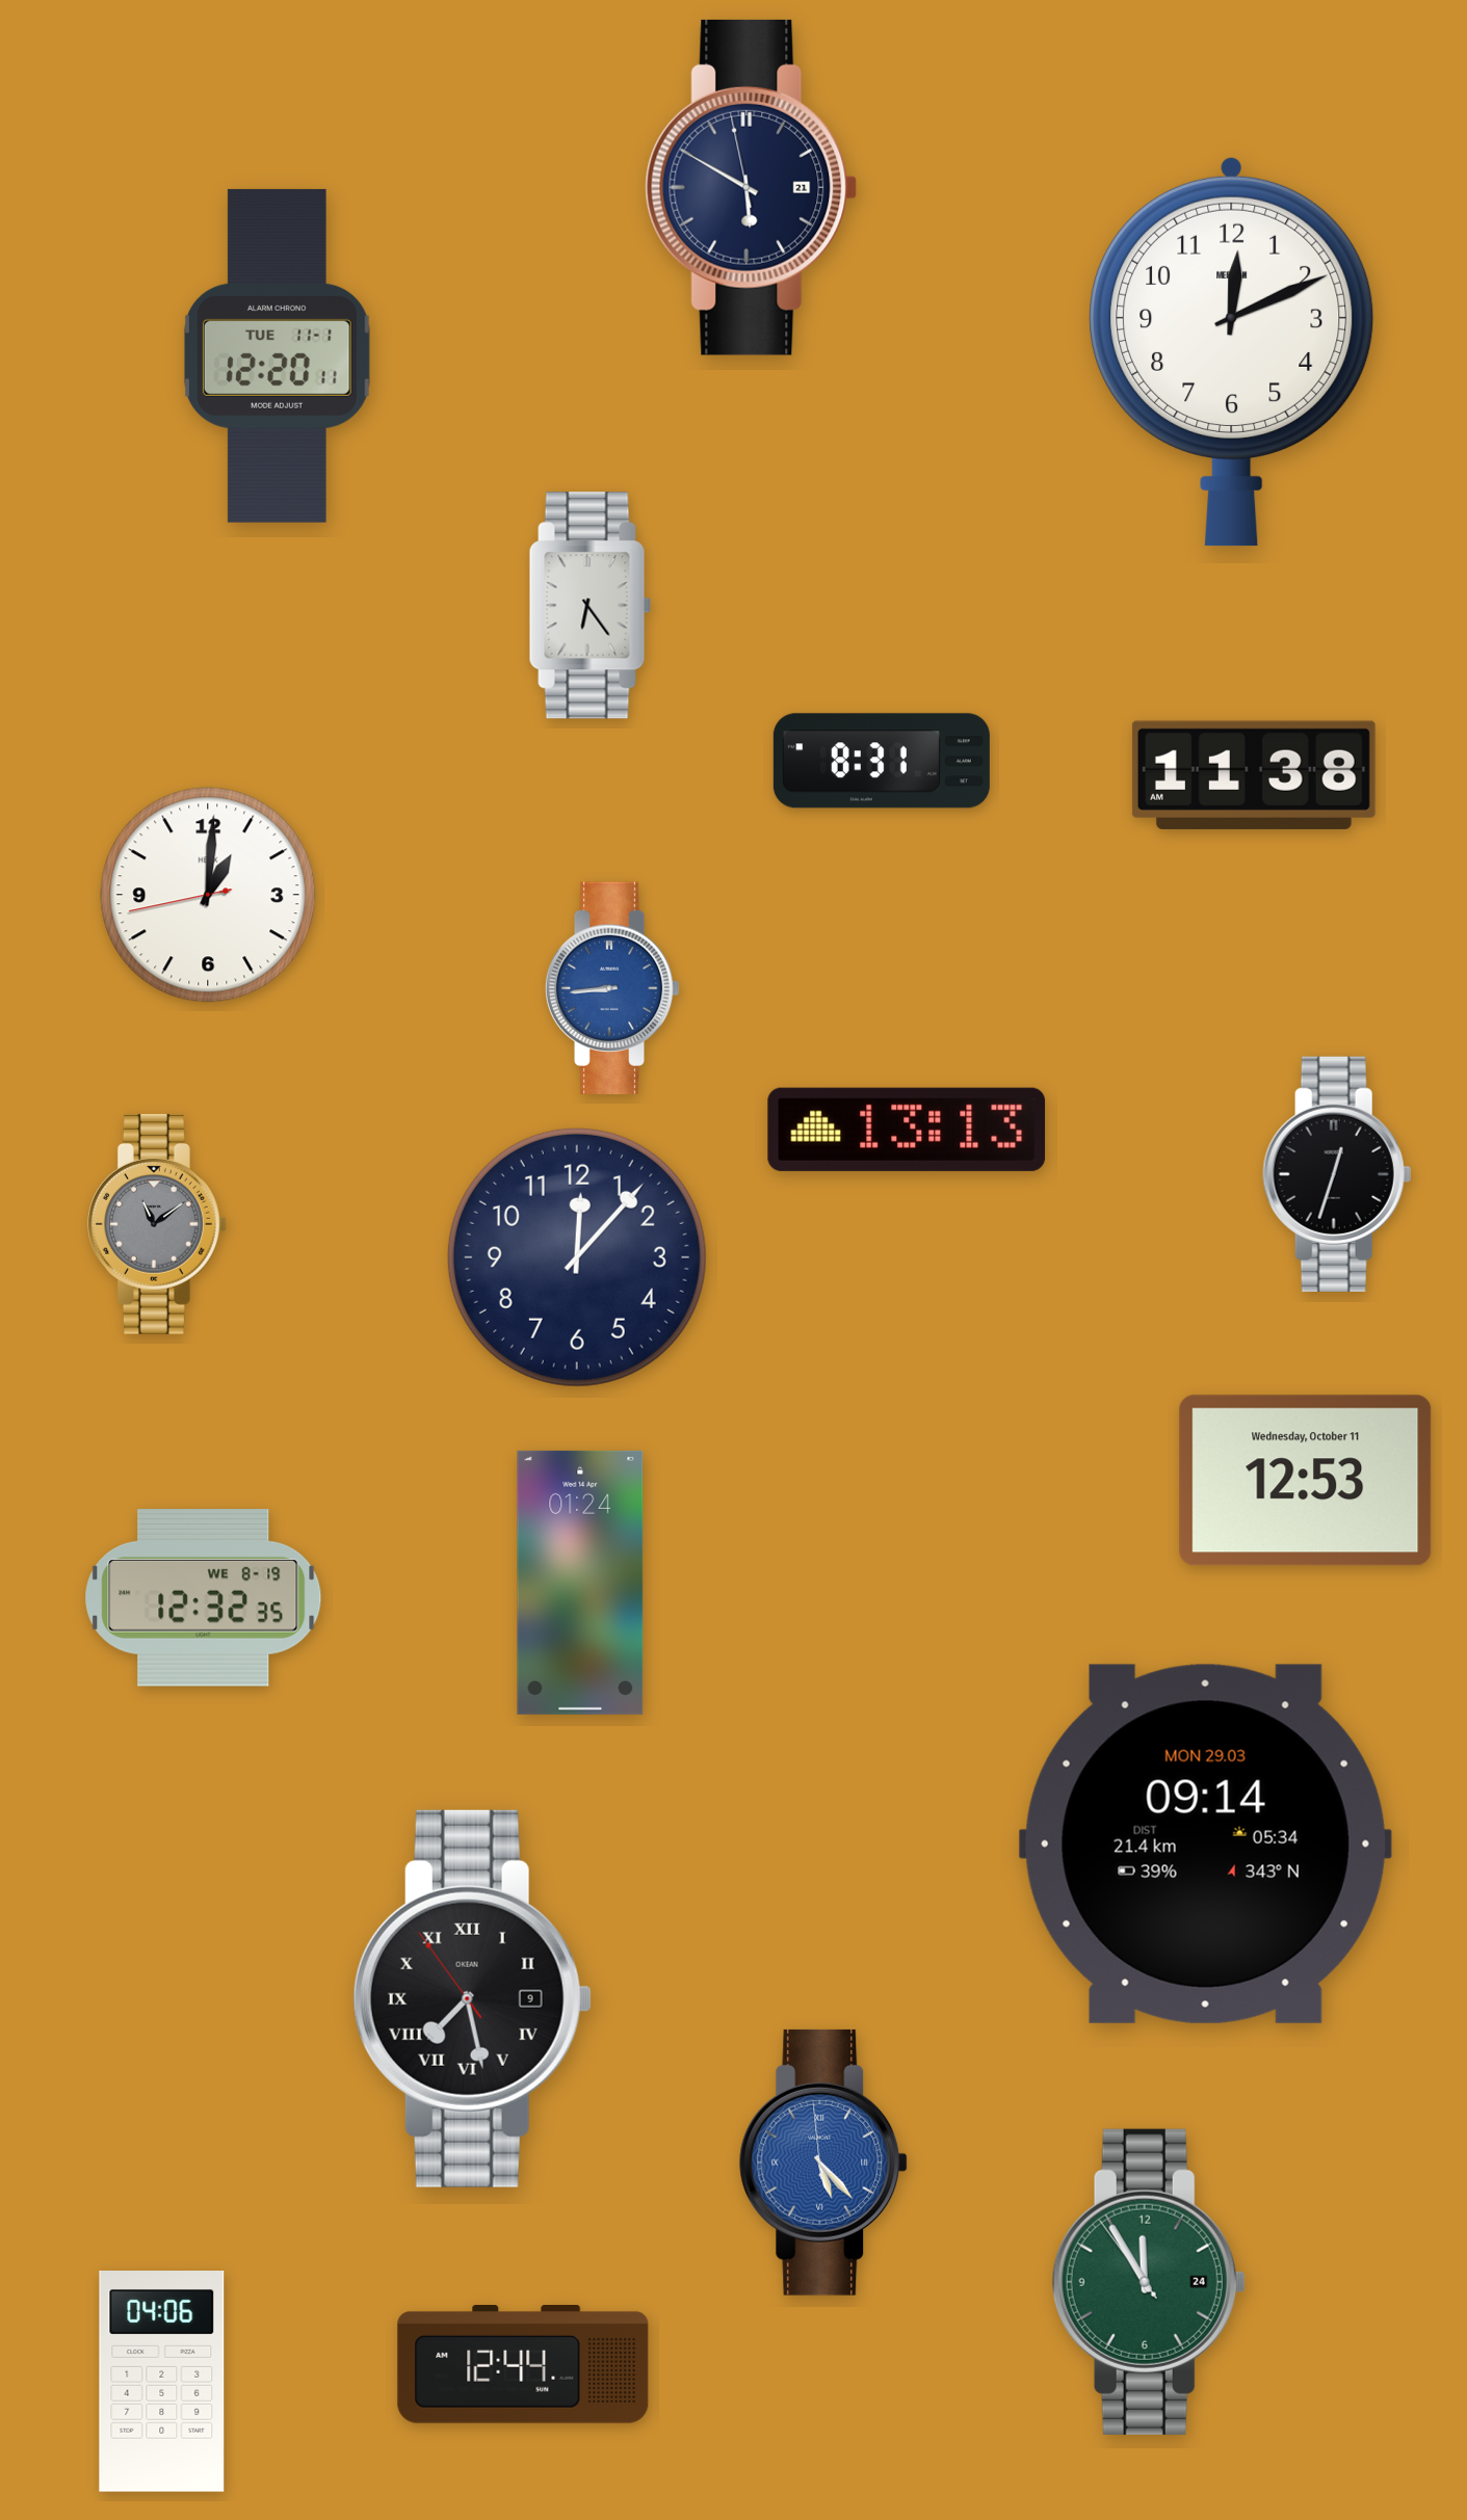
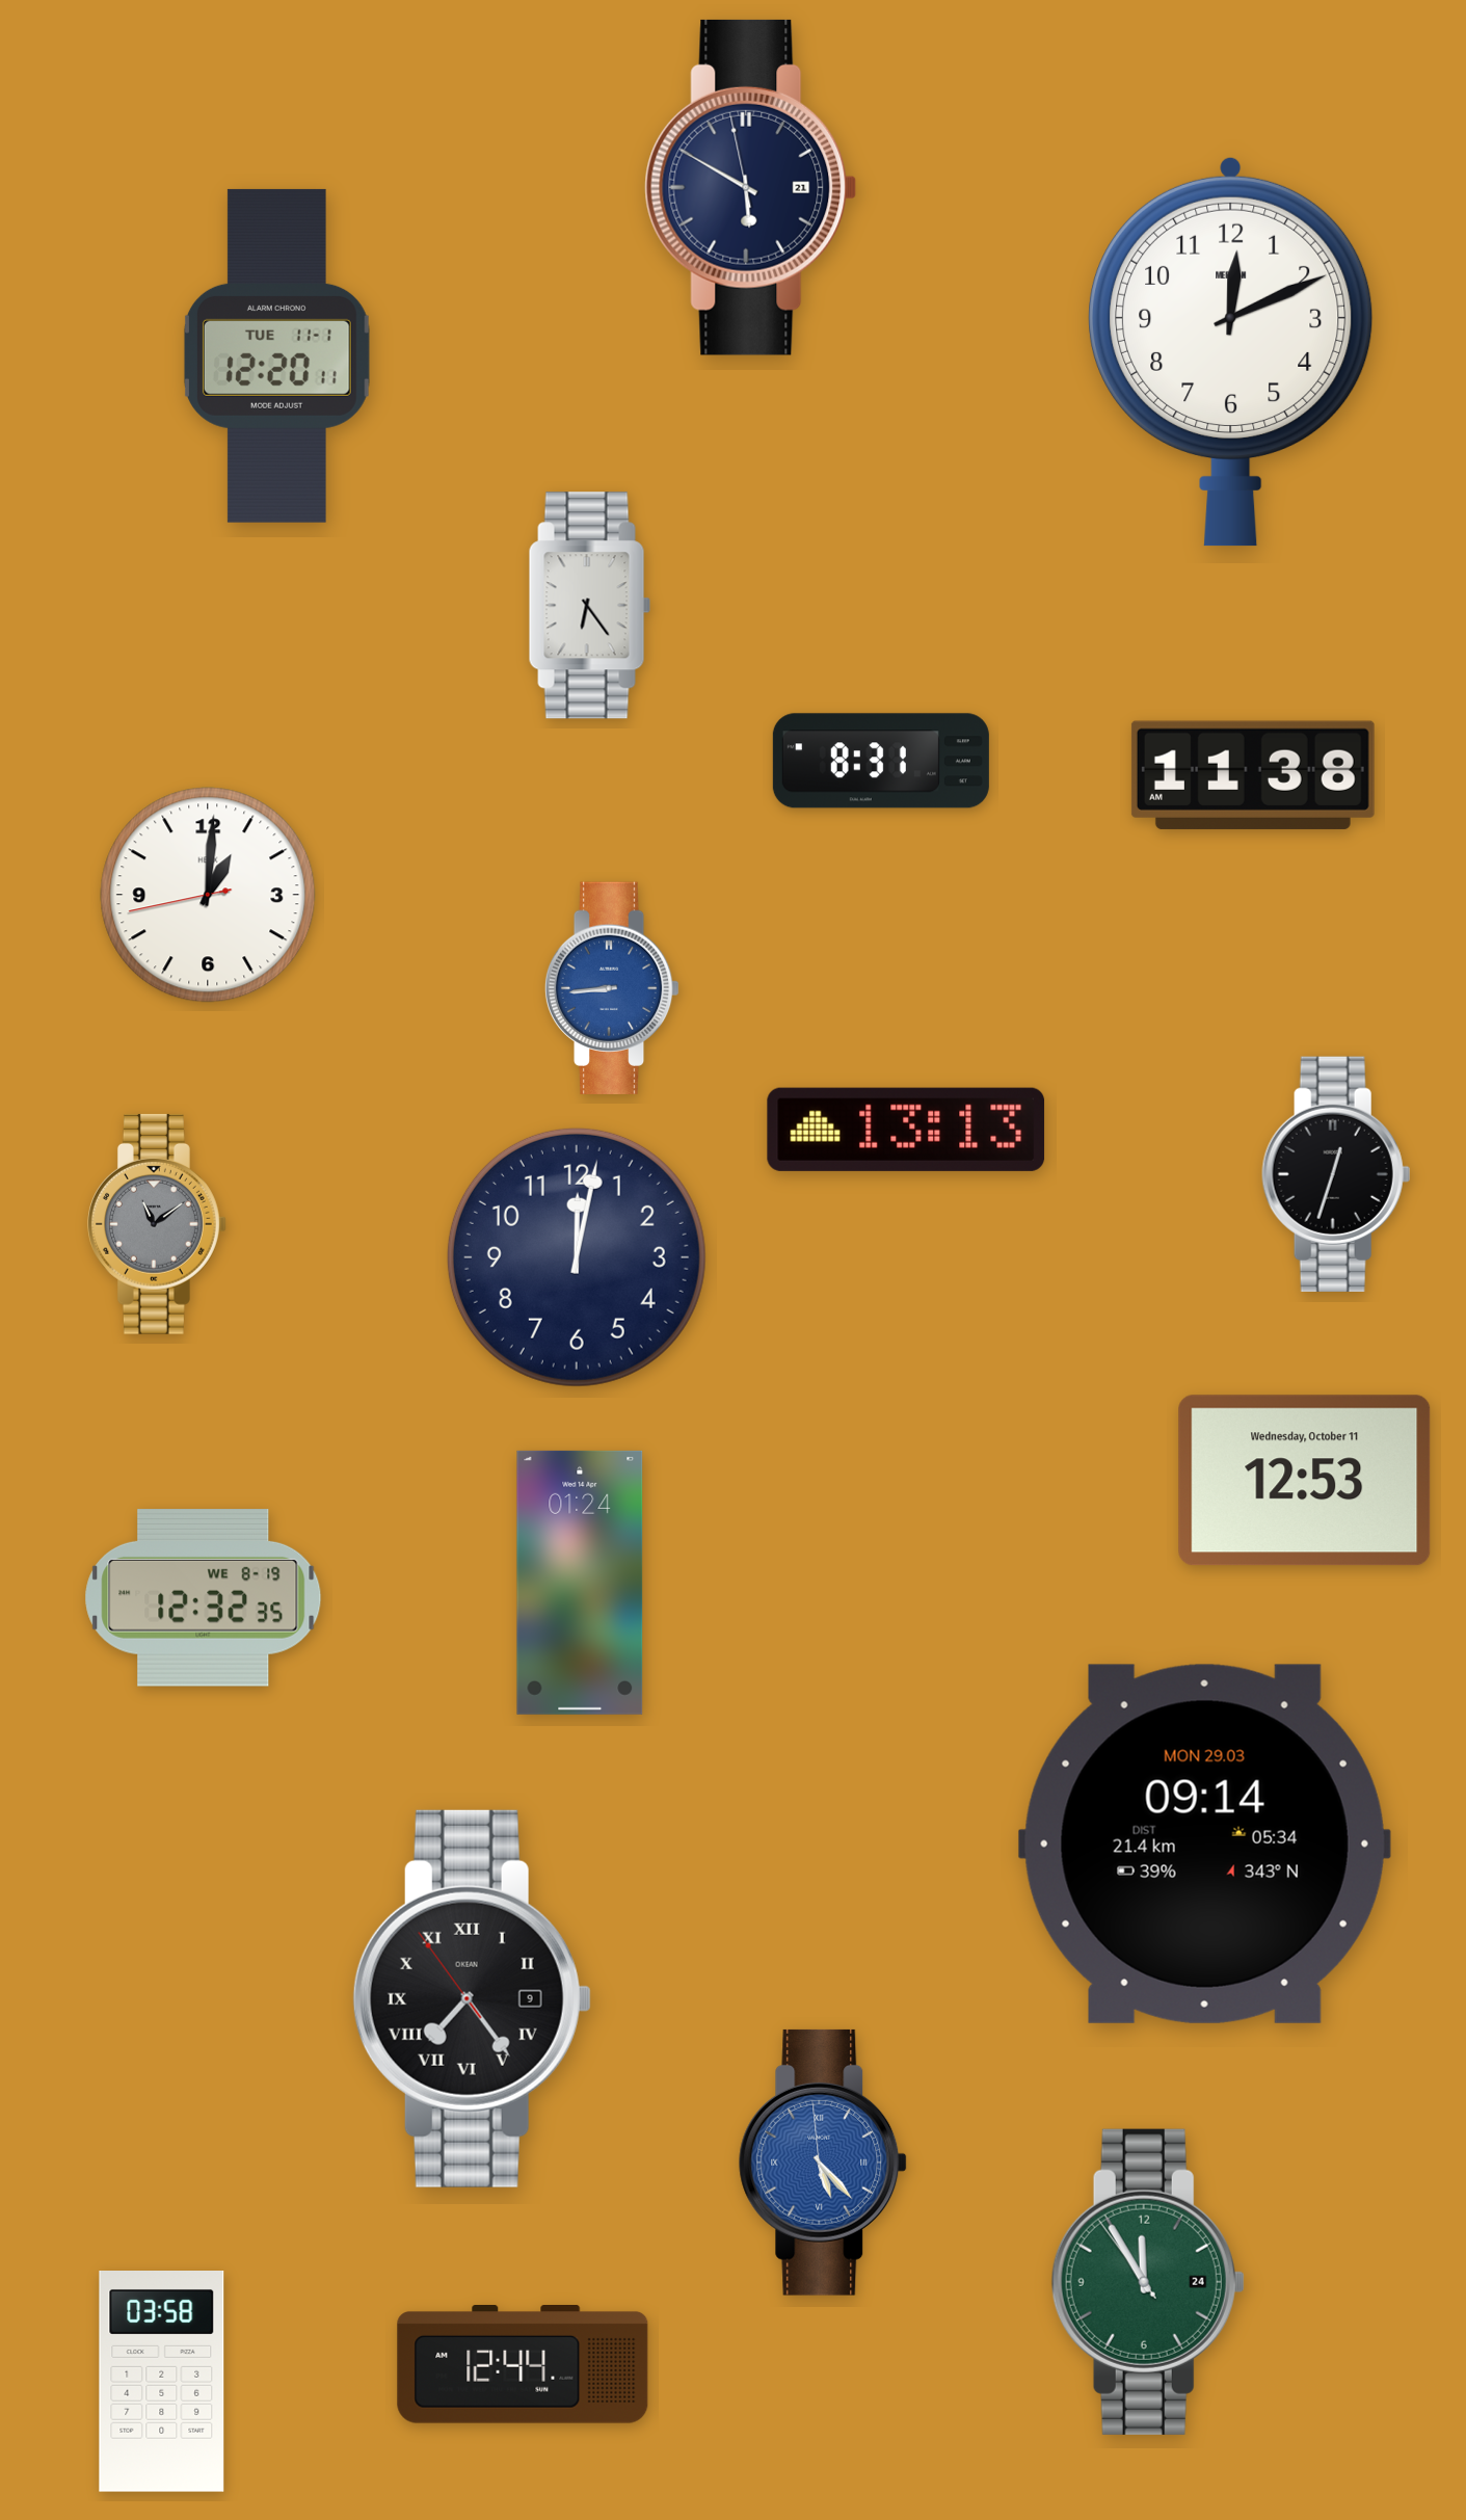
clock at (577, 1257): 12:07 -> 12:02
clock at (472, 1998): 7:27 -> 7:23
clock at (162, 2382): 04:06 -> 03:58
